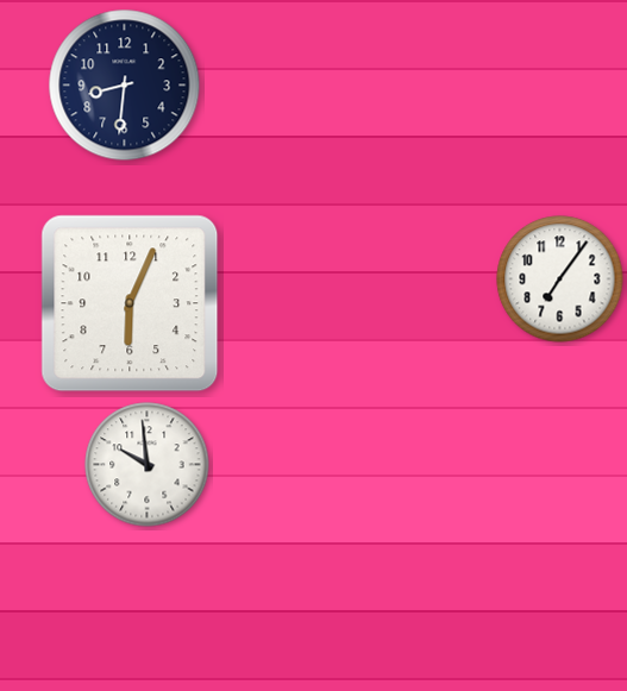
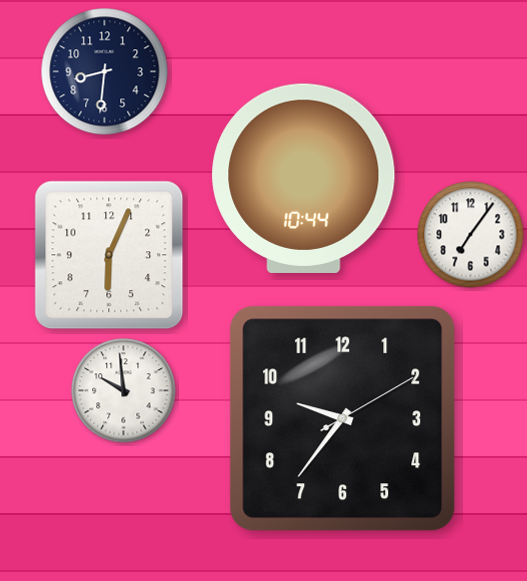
clock at (304, 178): none -> 10:44
clock at (343, 419): none -> 9:36
